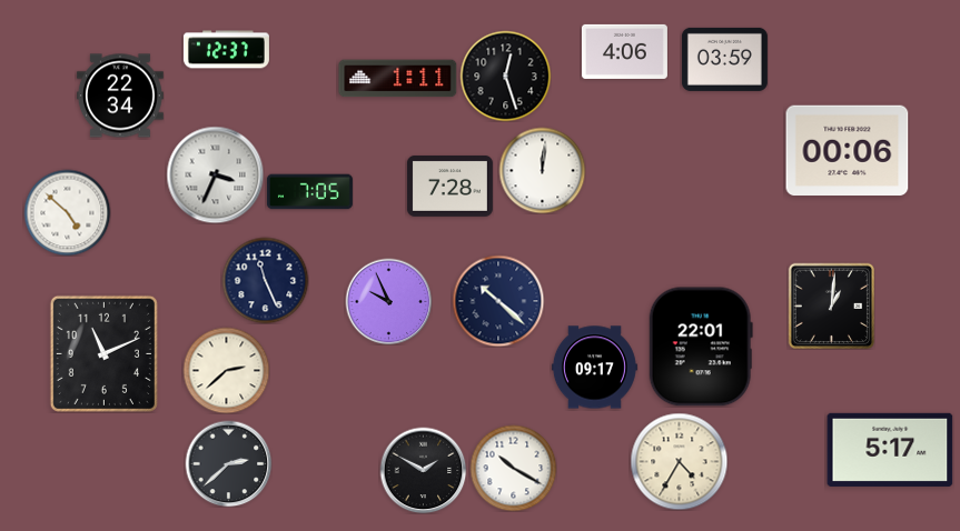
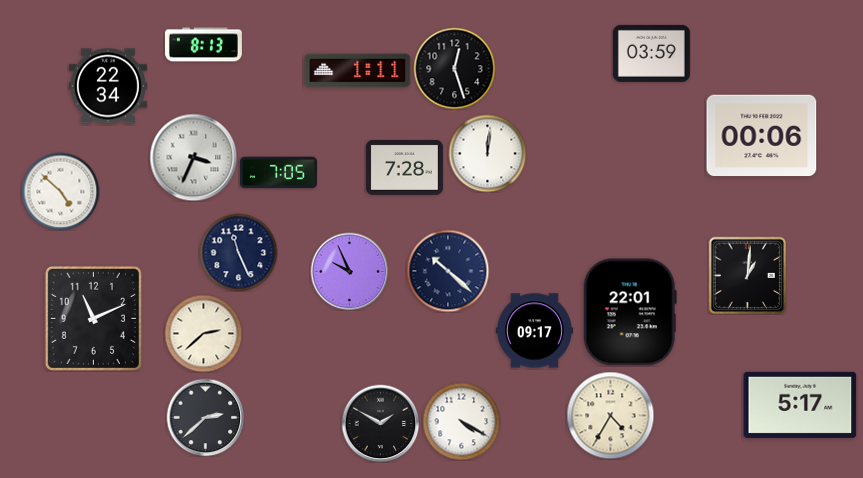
clock at (226, 50): 12:37 -> 8:13
clock at (624, 51): 4:06 -> none
clock at (513, 468): 10:20 -> 4:20
